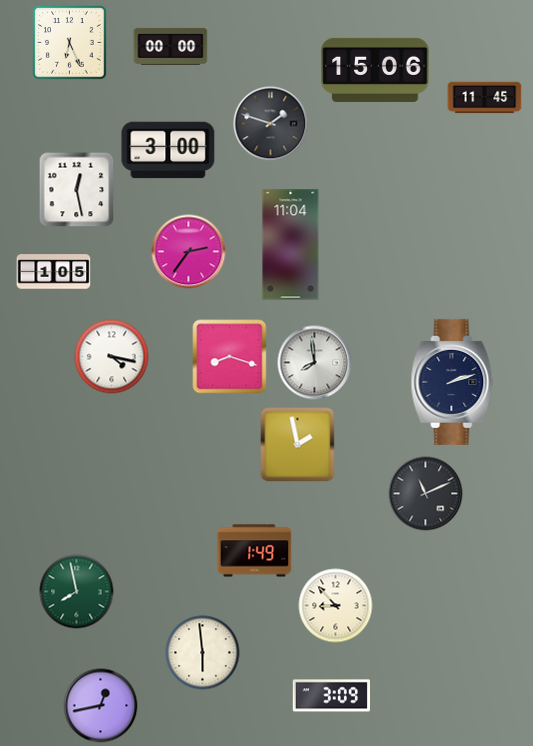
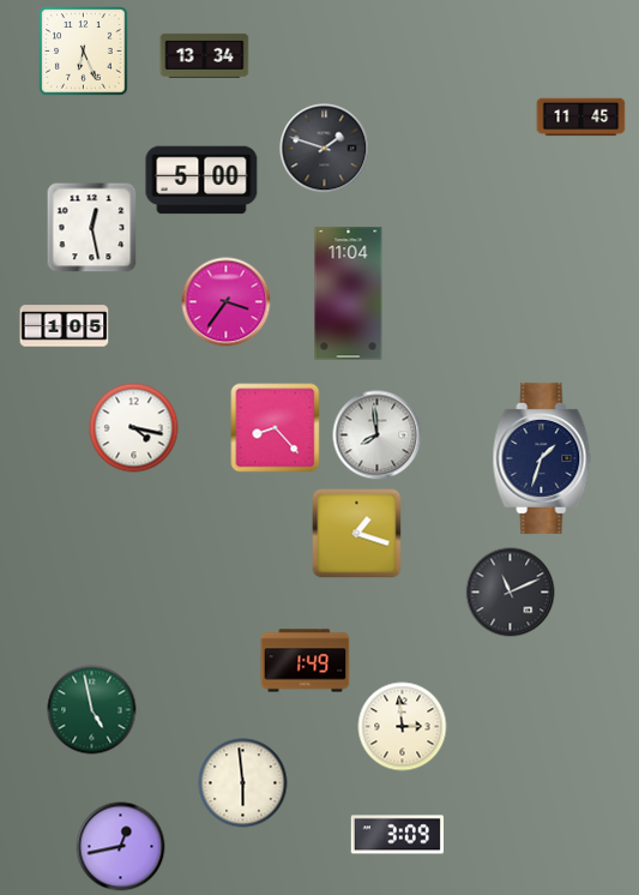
clock at (171, 46): 00:00 -> 13:34
clock at (375, 70): 15:06 -> none
clock at (168, 150): 3:00 -> 5:00
clock at (189, 252): 2:36 -> 3:36
clock at (230, 357): 8:18 -> 8:23
clock at (452, 382): 2:12 -> 1:33
clock at (298, 445): 1:58 -> 1:18
clock at (77, 592): 7:58 -> 4:58
clock at (336, 606): 8:53 -> 2:59
